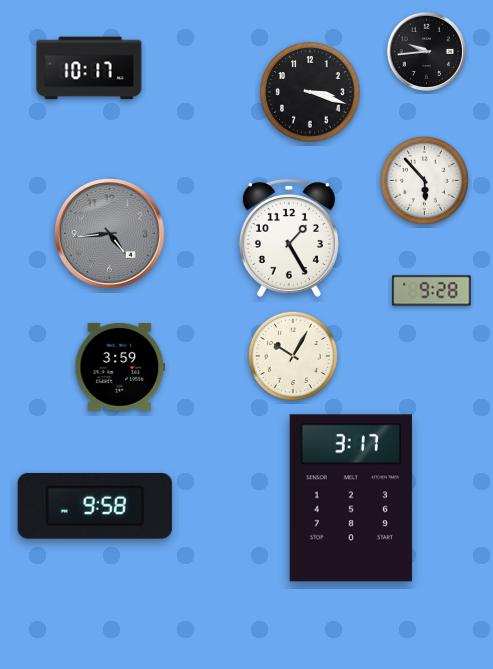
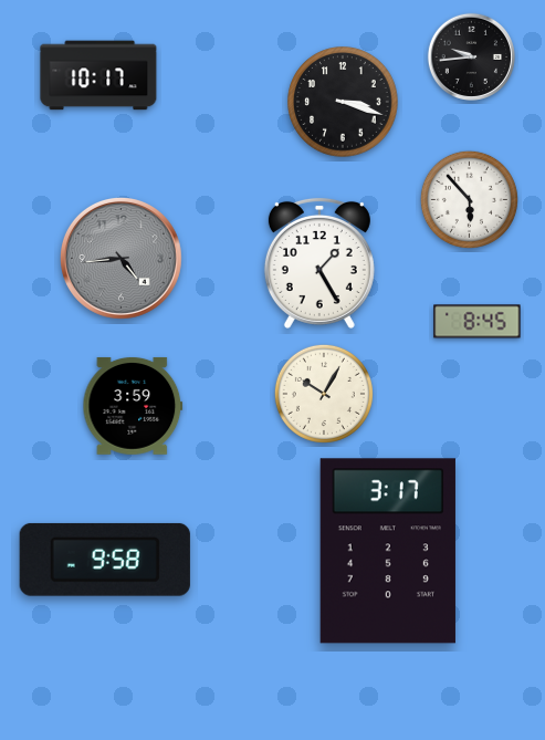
clock at (432, 291): 9:28 -> 8:45
